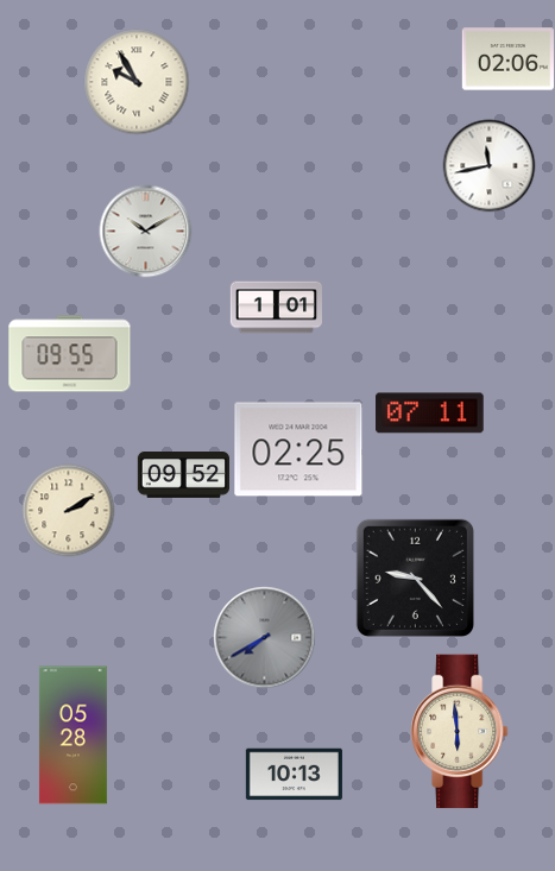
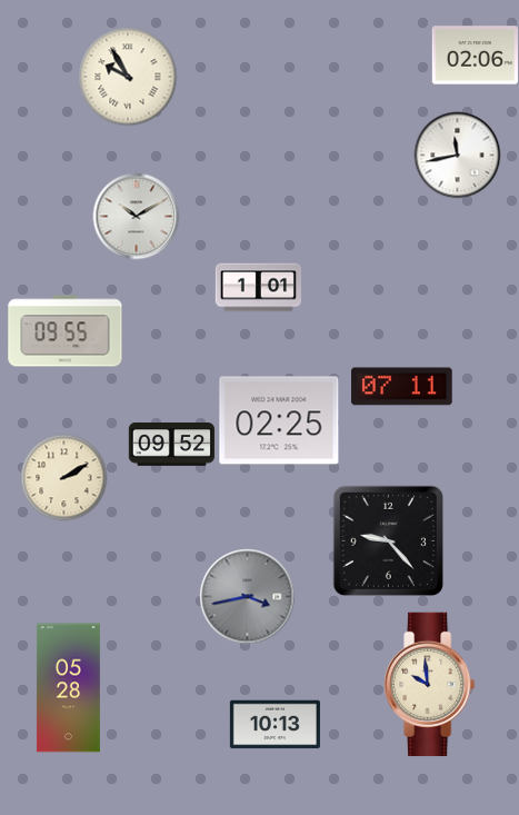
clock at (264, 637): 7:40 -> 3:43
clock at (460, 732): 5:59 -> 9:59
